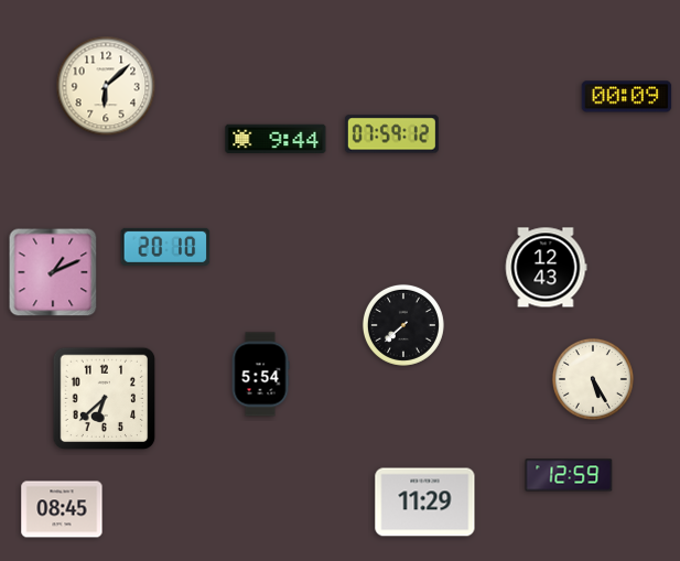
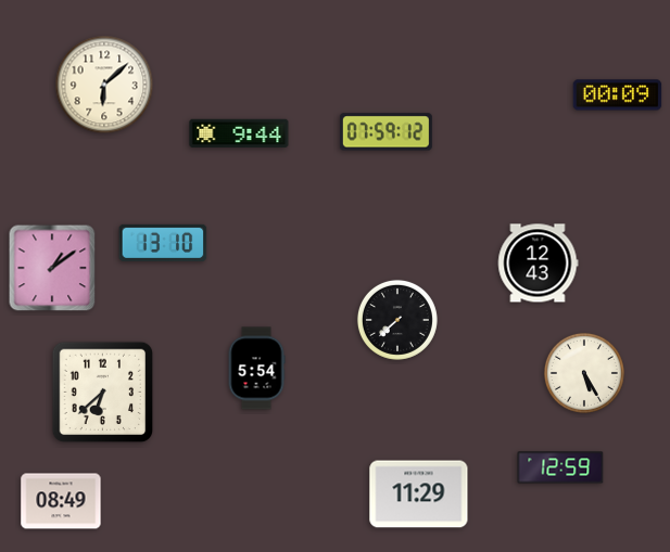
clock at (276, 139) position: (276, 139) -> (239, 133)
clock at (165, 247): 20:10 -> 13:10
clock at (53, 272): 1:11 -> 1:09
clock at (62, 509): 08:45 -> 08:49
